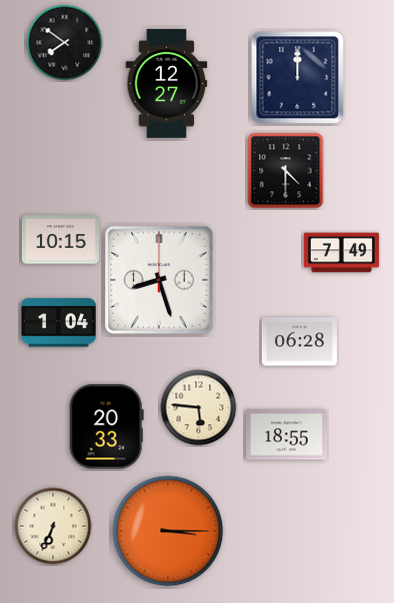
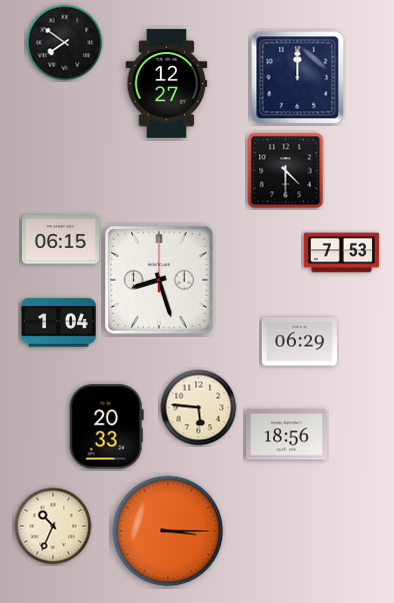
clock at (60, 240): 10:15 -> 06:15
clock at (341, 253): 7:49 -> 7:53
clock at (299, 342): 06:28 -> 06:29
clock at (287, 435): 18:55 -> 18:56
clock at (53, 526): 6:34 -> 10:34
